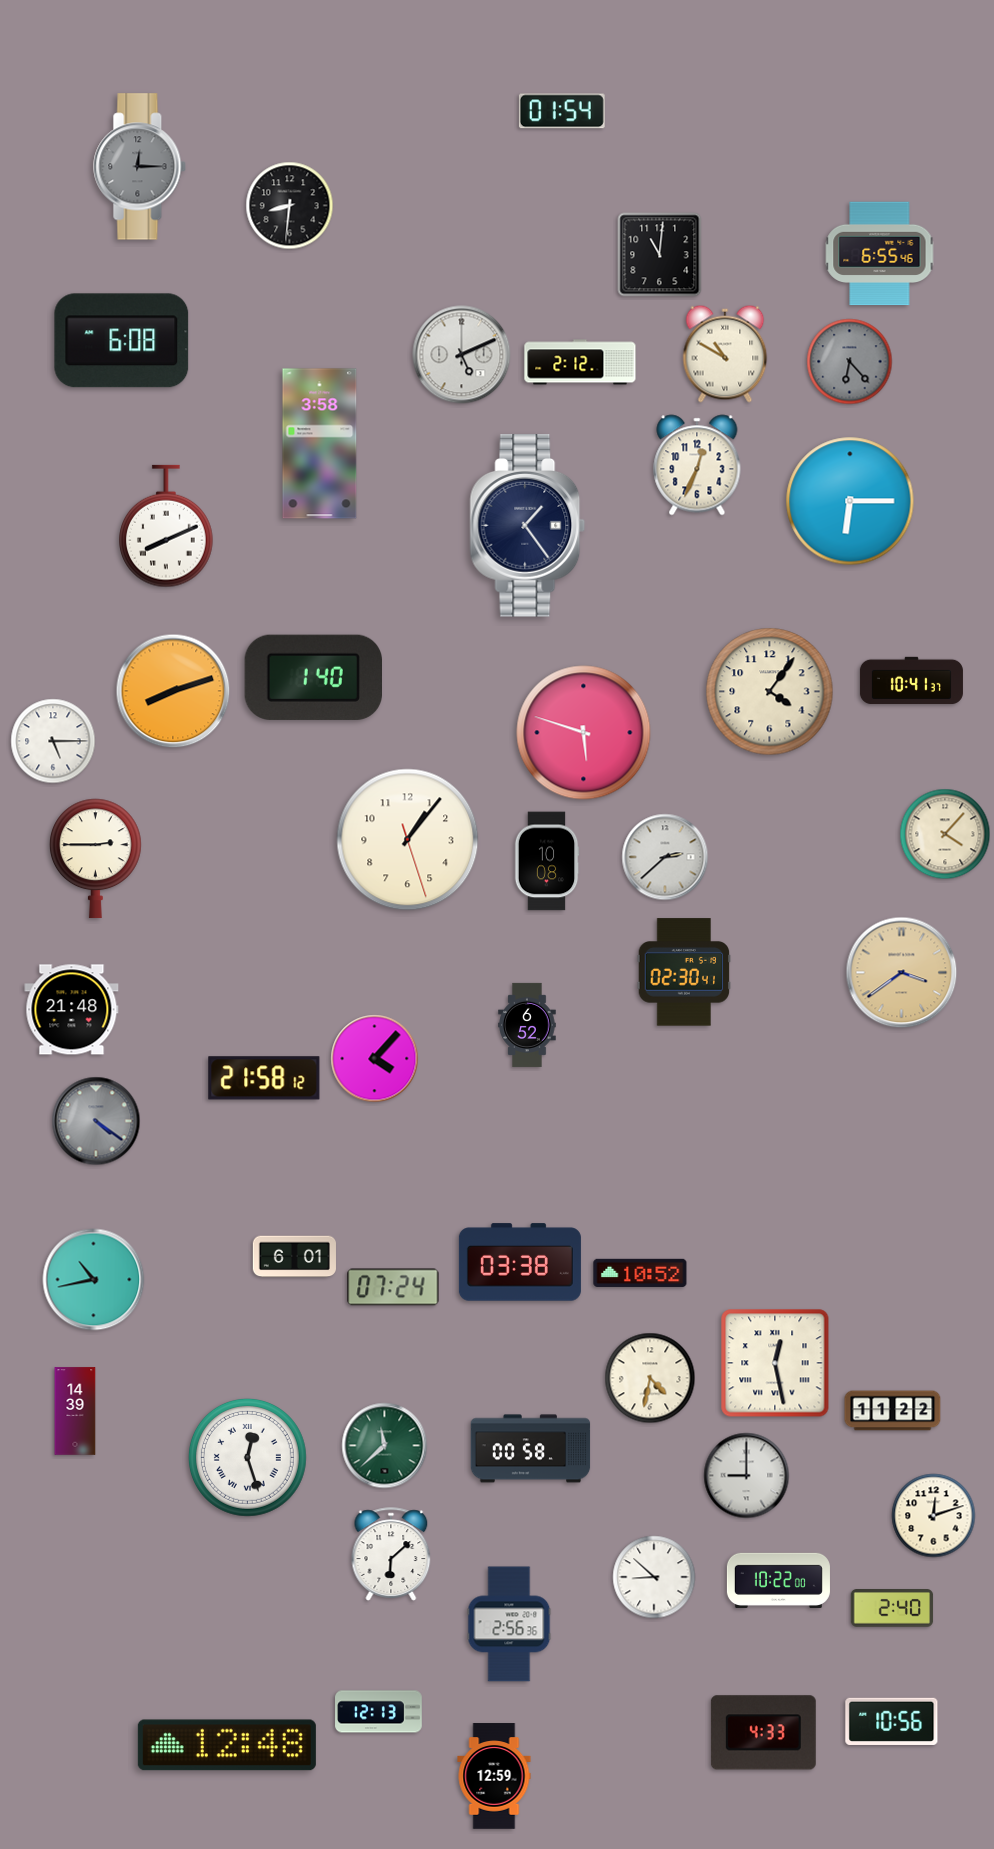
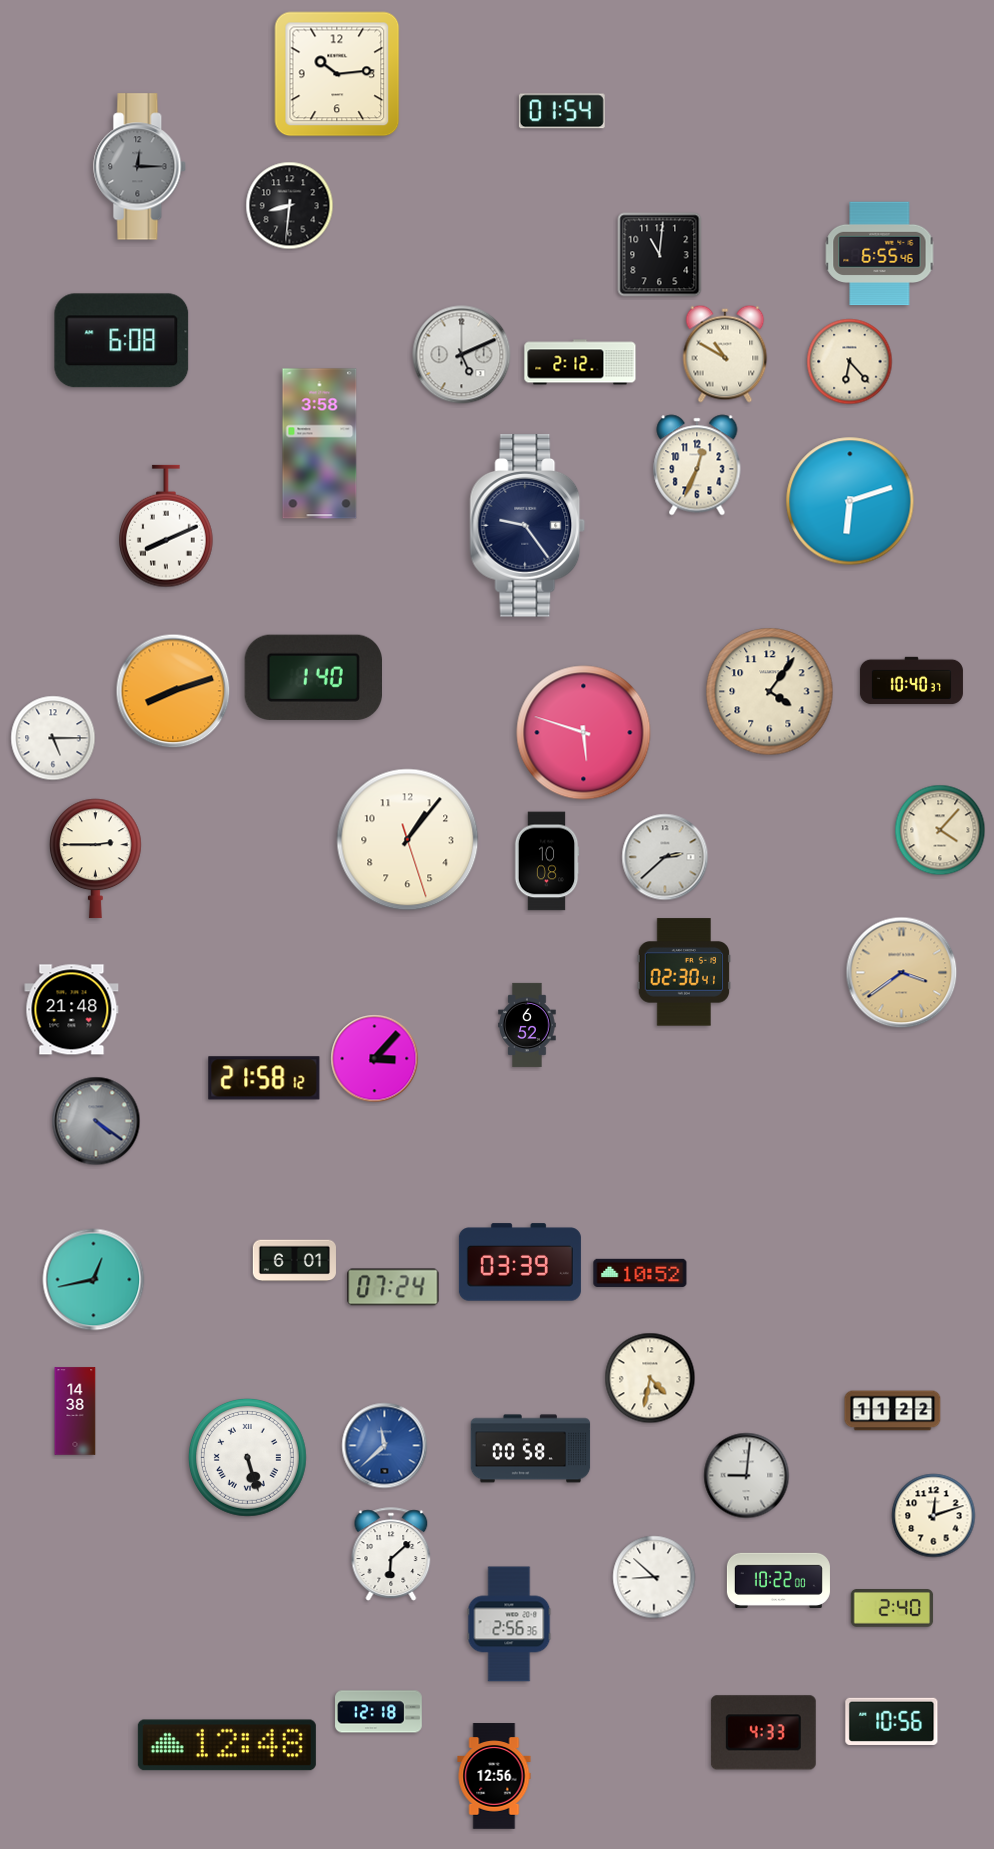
clock at (337, 74): none -> 10:14
clock at (850, 362) dial: grey -> cream
clock at (850, 501): 6:15 -> 6:12
clock at (528, 526): 1:24 -> 9:24
clock at (911, 681): 10:41 -> 10:40
clock at (53, 741) position: (53, 741) -> (53, 738)
clock at (945, 834) position: (945, 834) -> (940, 830)
clock at (375, 1059): 4:07 -> 3:07
clock at (294, 1257) position: (294, 1257) -> (294, 1261)
clock at (520, 1262): 03:38 -> 03:39
clock at (94, 1280): 10:43 -> 12:43
clock at (775, 1363): 12:28 -> none
clock at (75, 1411): 14:39 -> 14:38
clock at (385, 1446) dial: green -> blue
clock at (247, 1457): 12:27 -> 5:27
clock at (747, 1476): 9:00 -> 9:01
clock at (379, 1712): 12:13 -> 12:18
clock at (494, 1776): 12:59 -> 12:56
